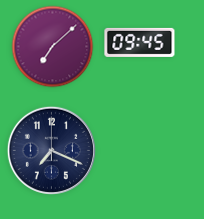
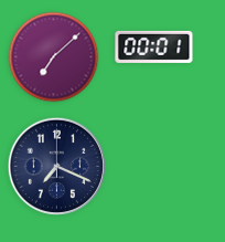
clock at (140, 42): 09:45 -> 00:01
clock at (53, 47) position: (53, 47) -> (54, 57)
